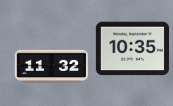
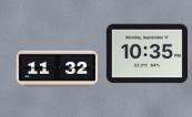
clock at (51, 67) position: (51, 67) -> (57, 70)
